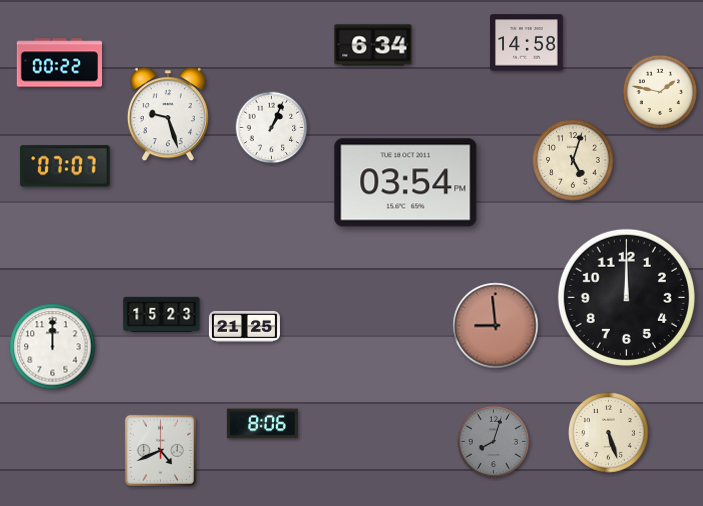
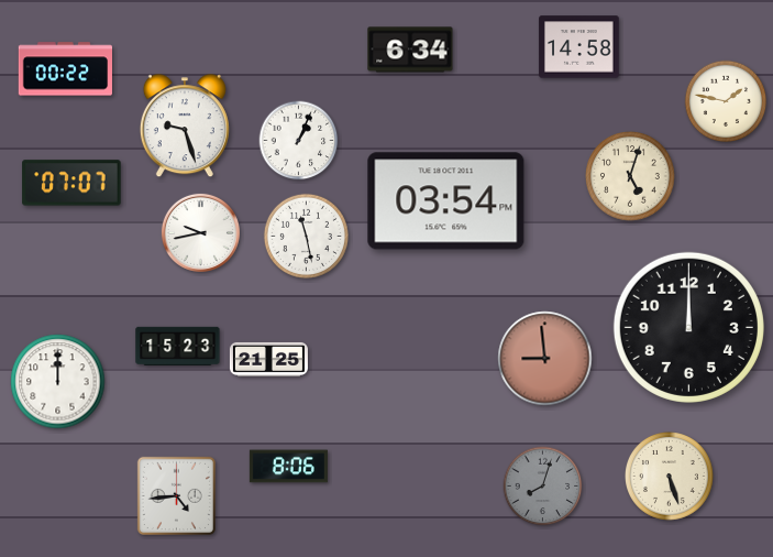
clock at (200, 232): none -> 9:43
clock at (306, 236): none -> 11:28
clock at (160, 450): 4:41 -> 4:44
